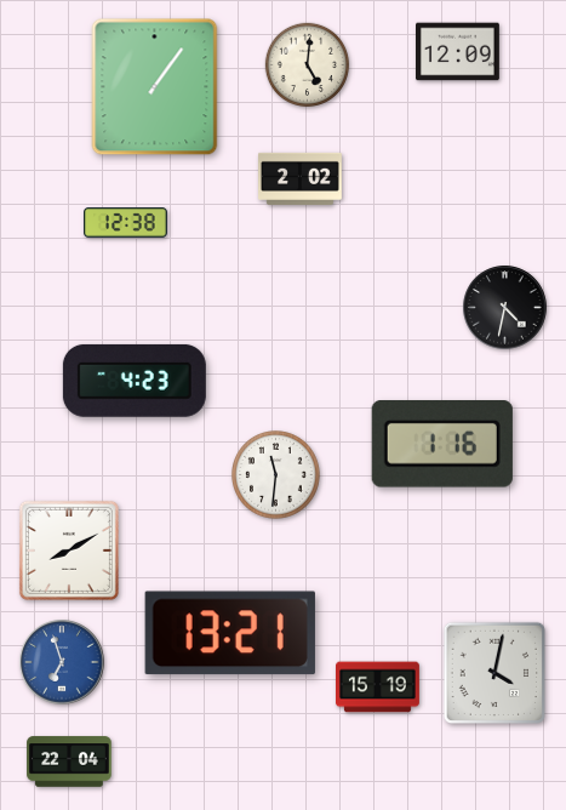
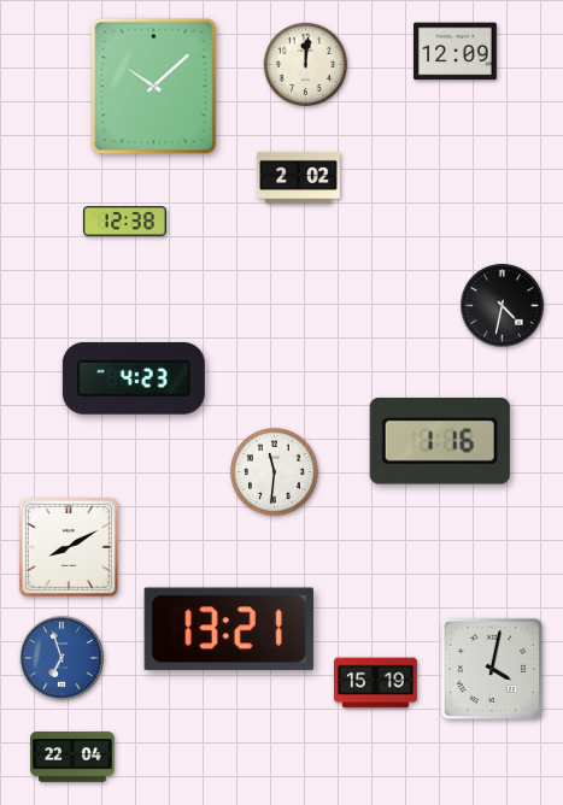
clock at (307, 64): 5:01 -> 12:01
clock at (155, 87): 1:06 -> 10:08
clock at (69, 761) position: (69, 761) -> (72, 757)
